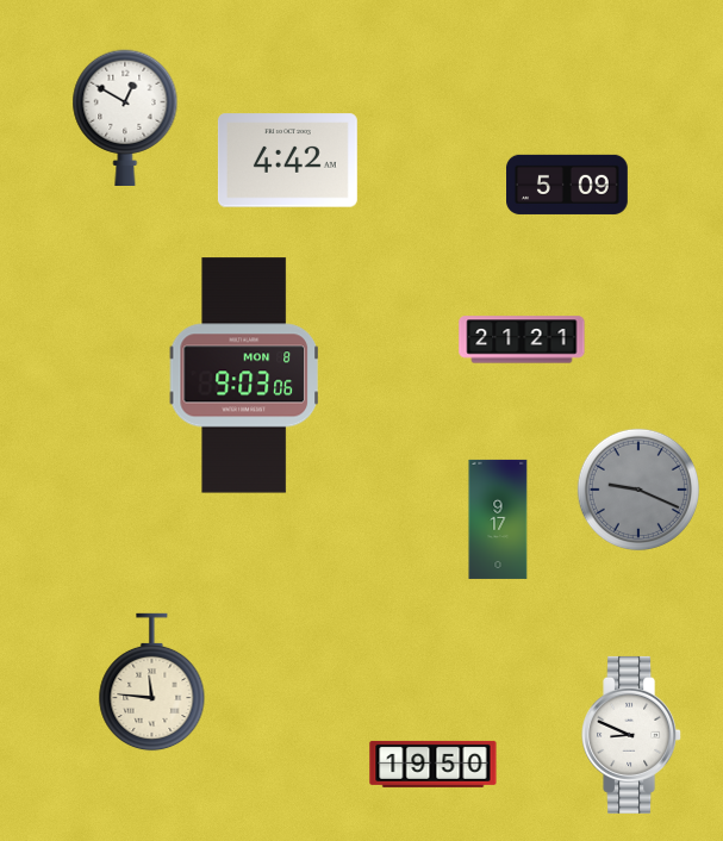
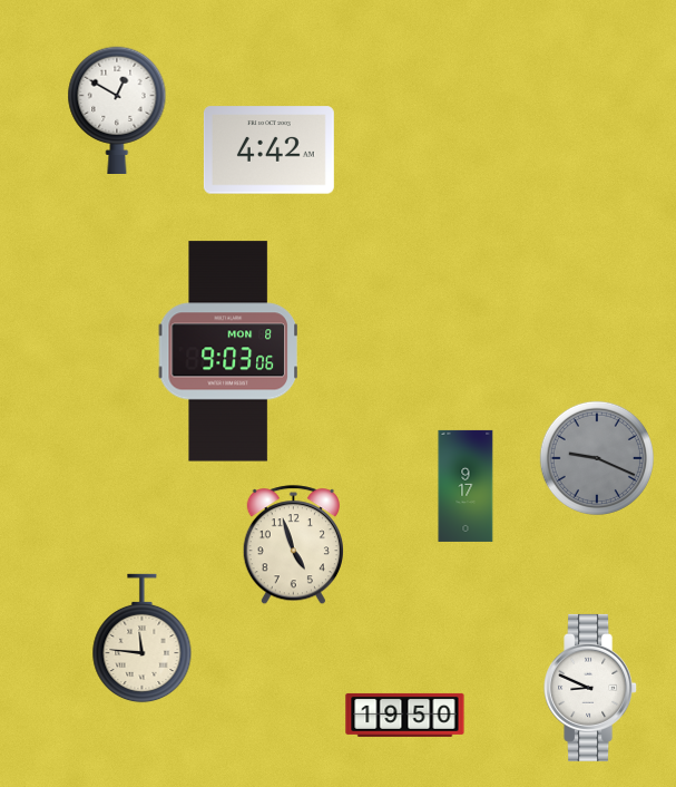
clock at (568, 185): 5:09 -> none
clock at (522, 339): 21:21 -> none
clock at (293, 545): none -> 4:57
